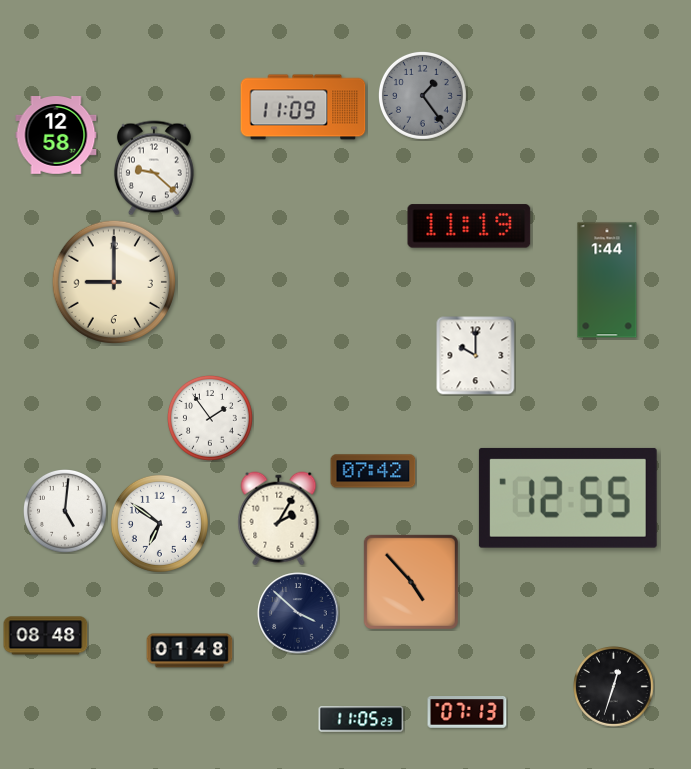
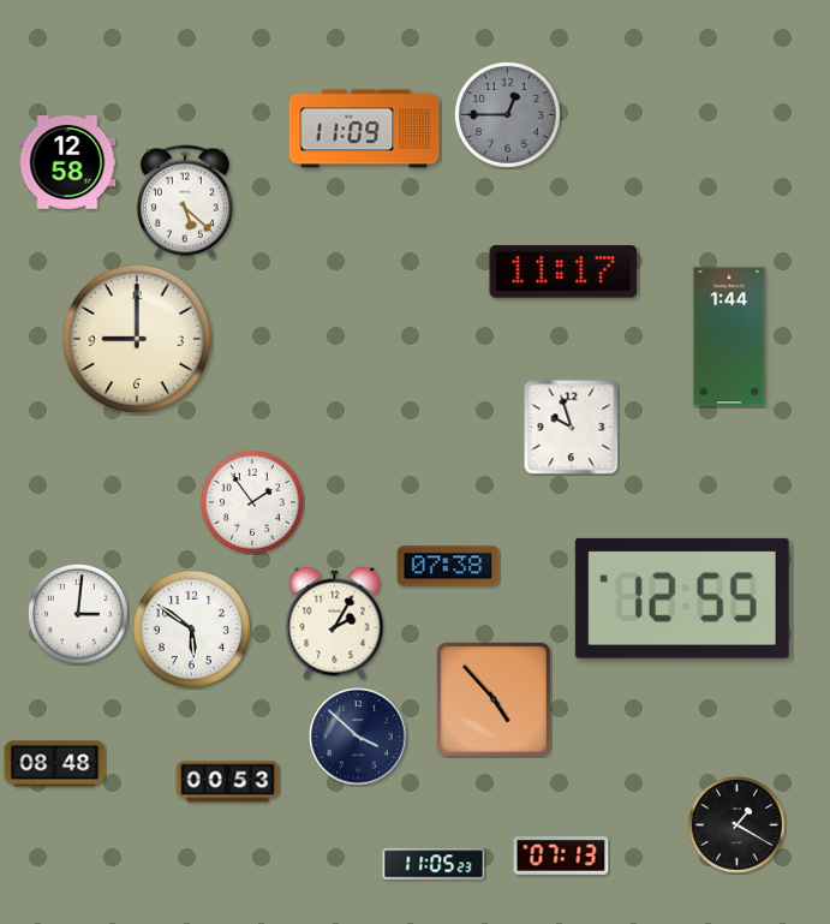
clock at (422, 95): 1:24 -> 12:45
clock at (154, 168): 9:22 -> 5:22
clock at (469, 226): 11:19 -> 11:17
clock at (476, 356): 10:00 -> 9:57
clock at (373, 471): 07:42 -> 07:38
clock at (66, 512): 5:01 -> 3:01
clock at (159, 523): 6:51 -> 5:51
clock at (190, 651): 01:48 -> 00:53
clock at (614, 687): 12:33 -> 1:20
